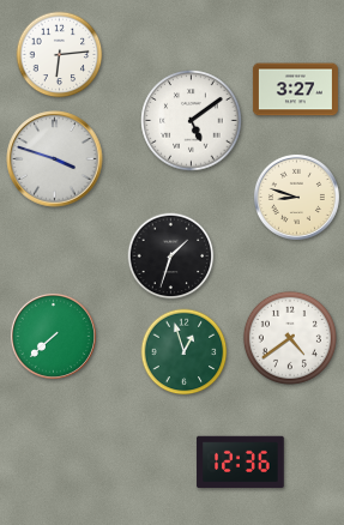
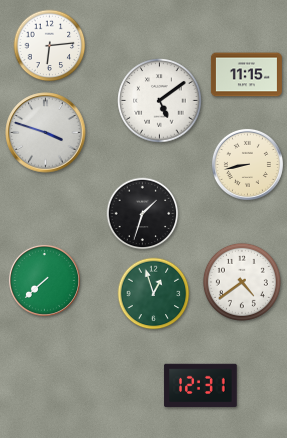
clock at (295, 90): 3:27 -> 11:15
clock at (296, 197): 8:48 -> 8:43
clock at (241, 463): 12:36 -> 12:31
